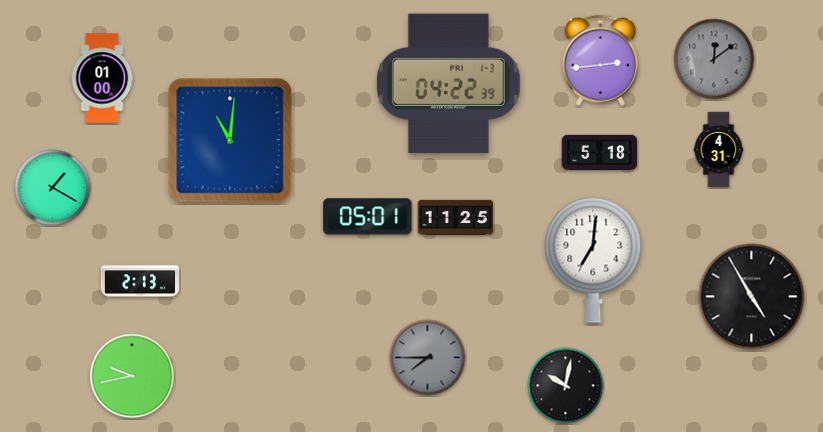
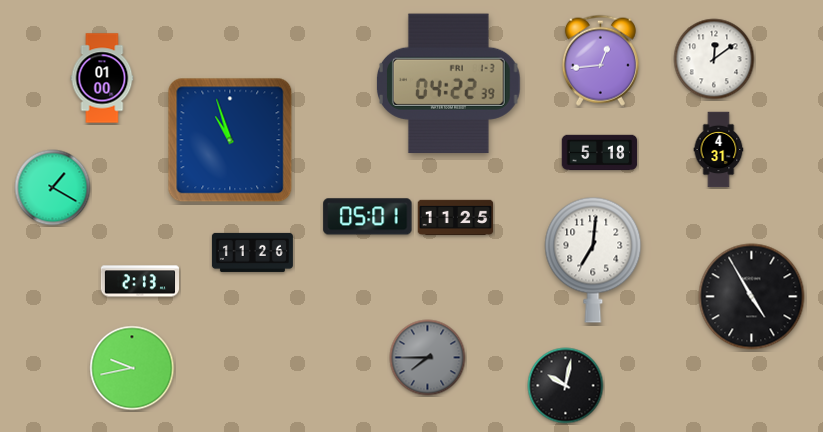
clock at (714, 59) dial: grey -> white
clock at (600, 60): 2:44 -> 12:44
clock at (230, 140): 11:01 -> 10:57
clock at (252, 252): none -> 11:26
clock at (132, 376) position: (132, 376) -> (132, 368)
